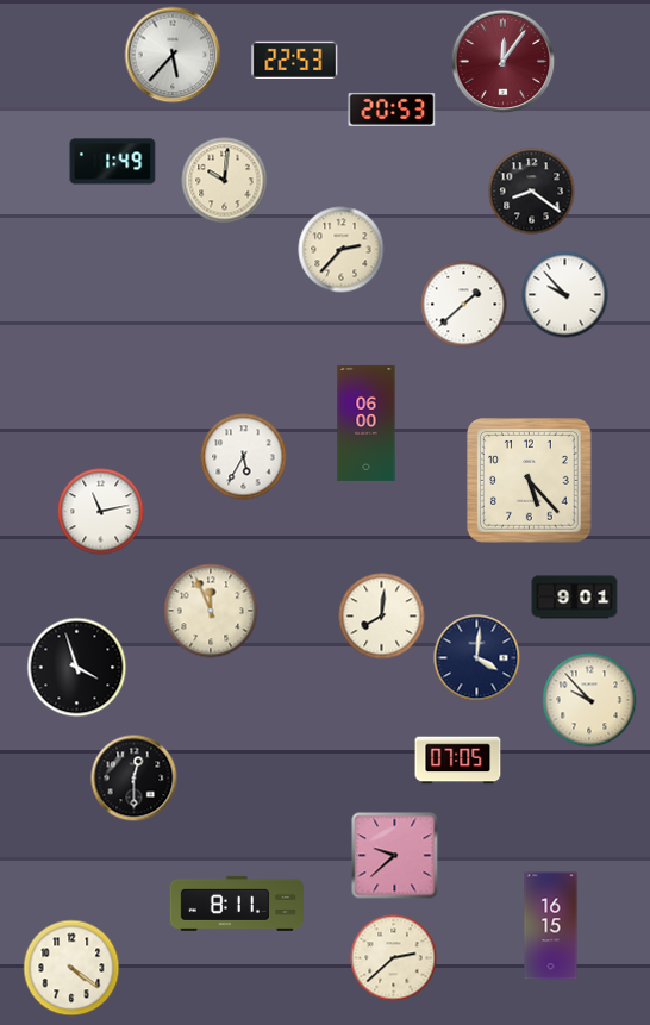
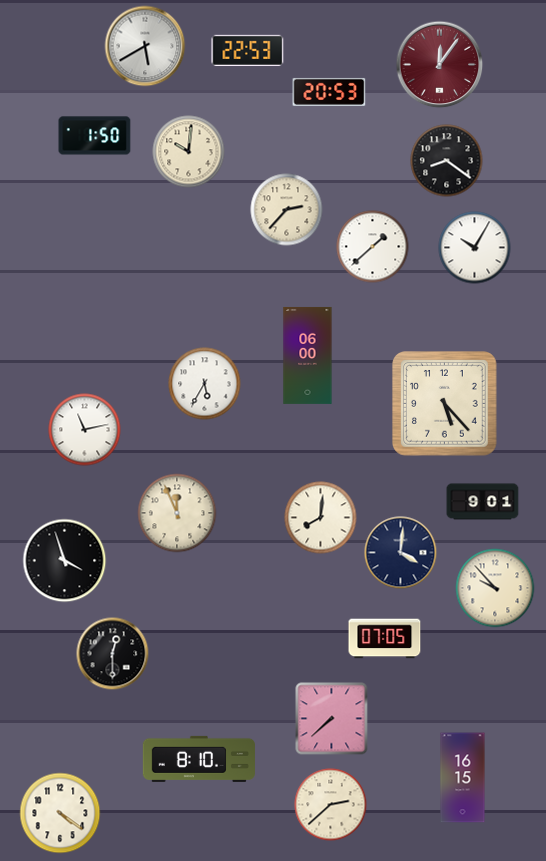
clock at (173, 55): 5:37 -> 5:40
clock at (504, 62) position: (504, 62) -> (440, 65)
clock at (113, 162): 1:49 -> 1:50
clock at (565, 295): 9:53 -> 10:05
clock at (464, 305) position: (464, 305) -> (373, 247)
clock at (395, 856): 9:38 -> 7:38
clock at (237, 904): 8:11 -> 8:10
